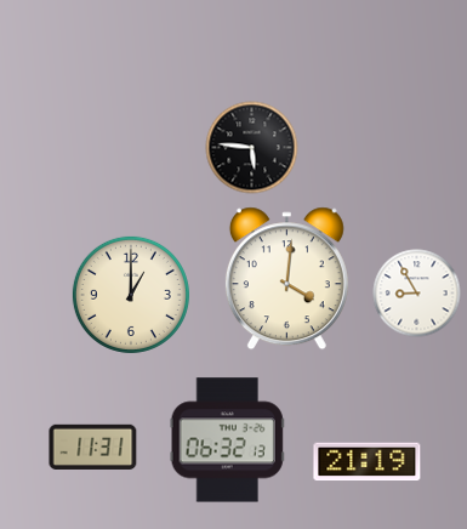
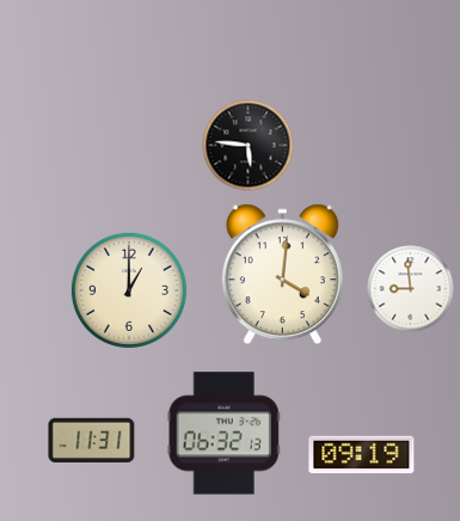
clock at (417, 294): 8:55 -> 8:59
clock at (368, 462): 21:19 -> 09:19
